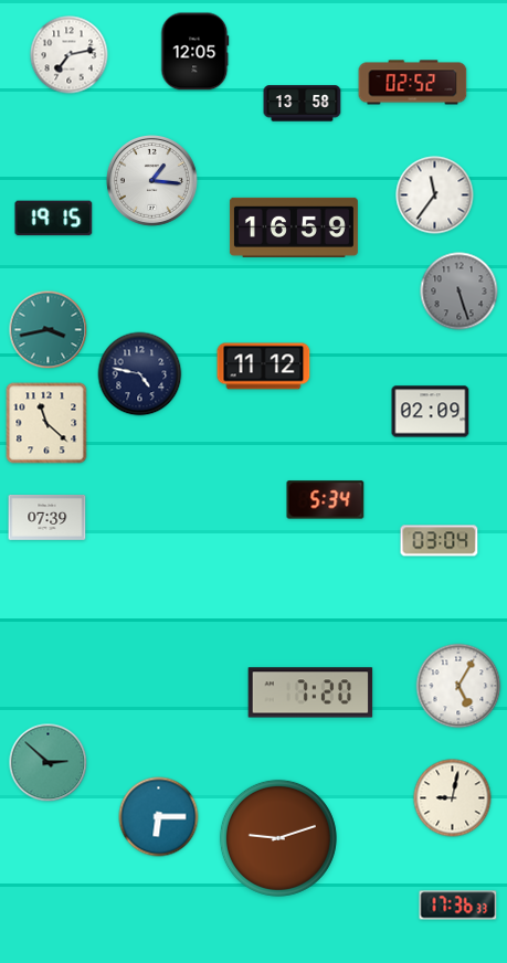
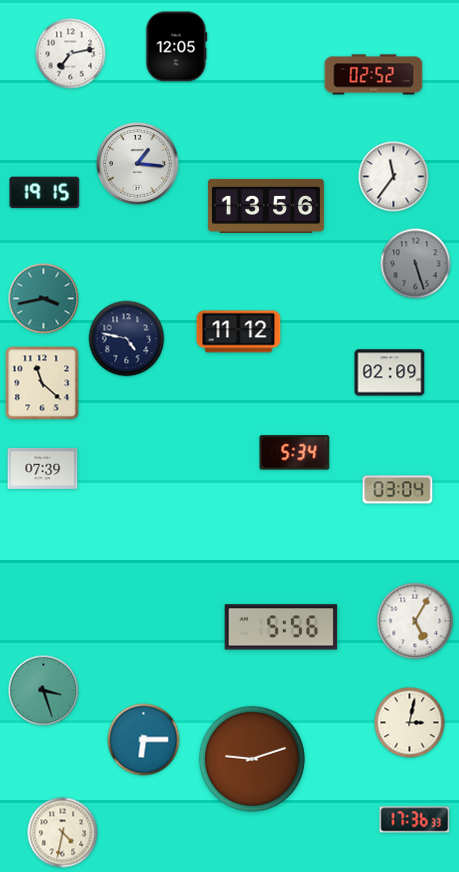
clock at (70, 55) position: (70, 55) -> (71, 54)
clock at (303, 104): 13:58 -> none
clock at (54, 219) position: (54, 219) -> (45, 193)
clock at (294, 227): 16:59 -> 13:56
clock at (310, 692): 7:20 -> 5:56
clock at (49, 763): 2:52 -> 3:27
clock at (453, 798): 9:02 -> 3:02
clock at (63, 833): none -> 4:32
